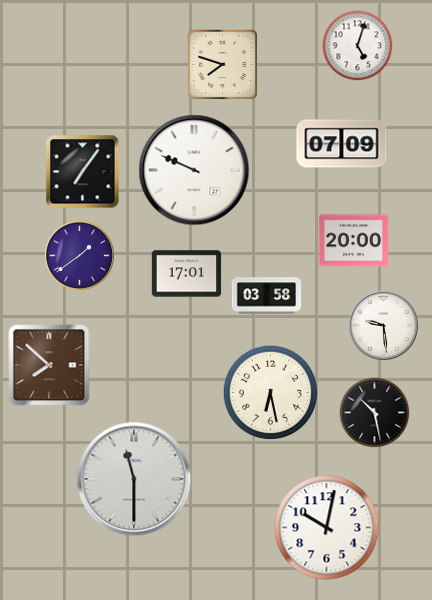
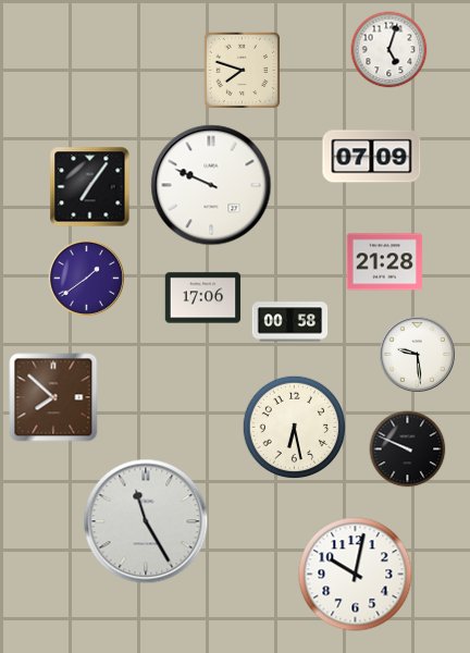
clock at (354, 241): 20:00 -> 21:28
clock at (187, 274): 17:01 -> 17:06
clock at (267, 296): 03:58 -> 00:58
clock at (375, 413): 10:28 -> 9:49
clock at (134, 479): 11:30 -> 11:25
